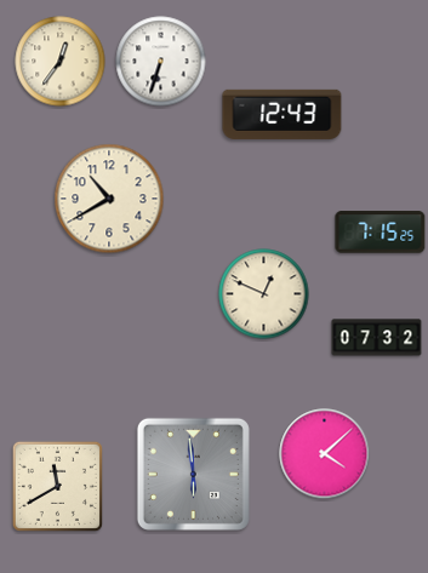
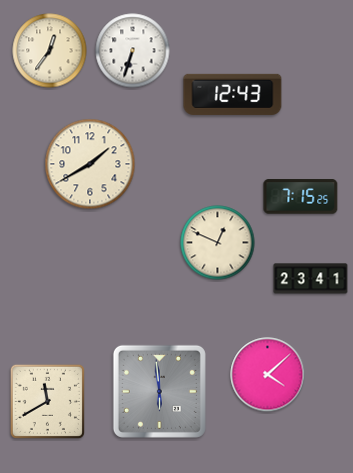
clock at (109, 199): 10:40 -> 1:40
clock at (381, 233) position: (381, 233) -> (301, 197)
clock at (377, 338): 07:32 -> 23:41
